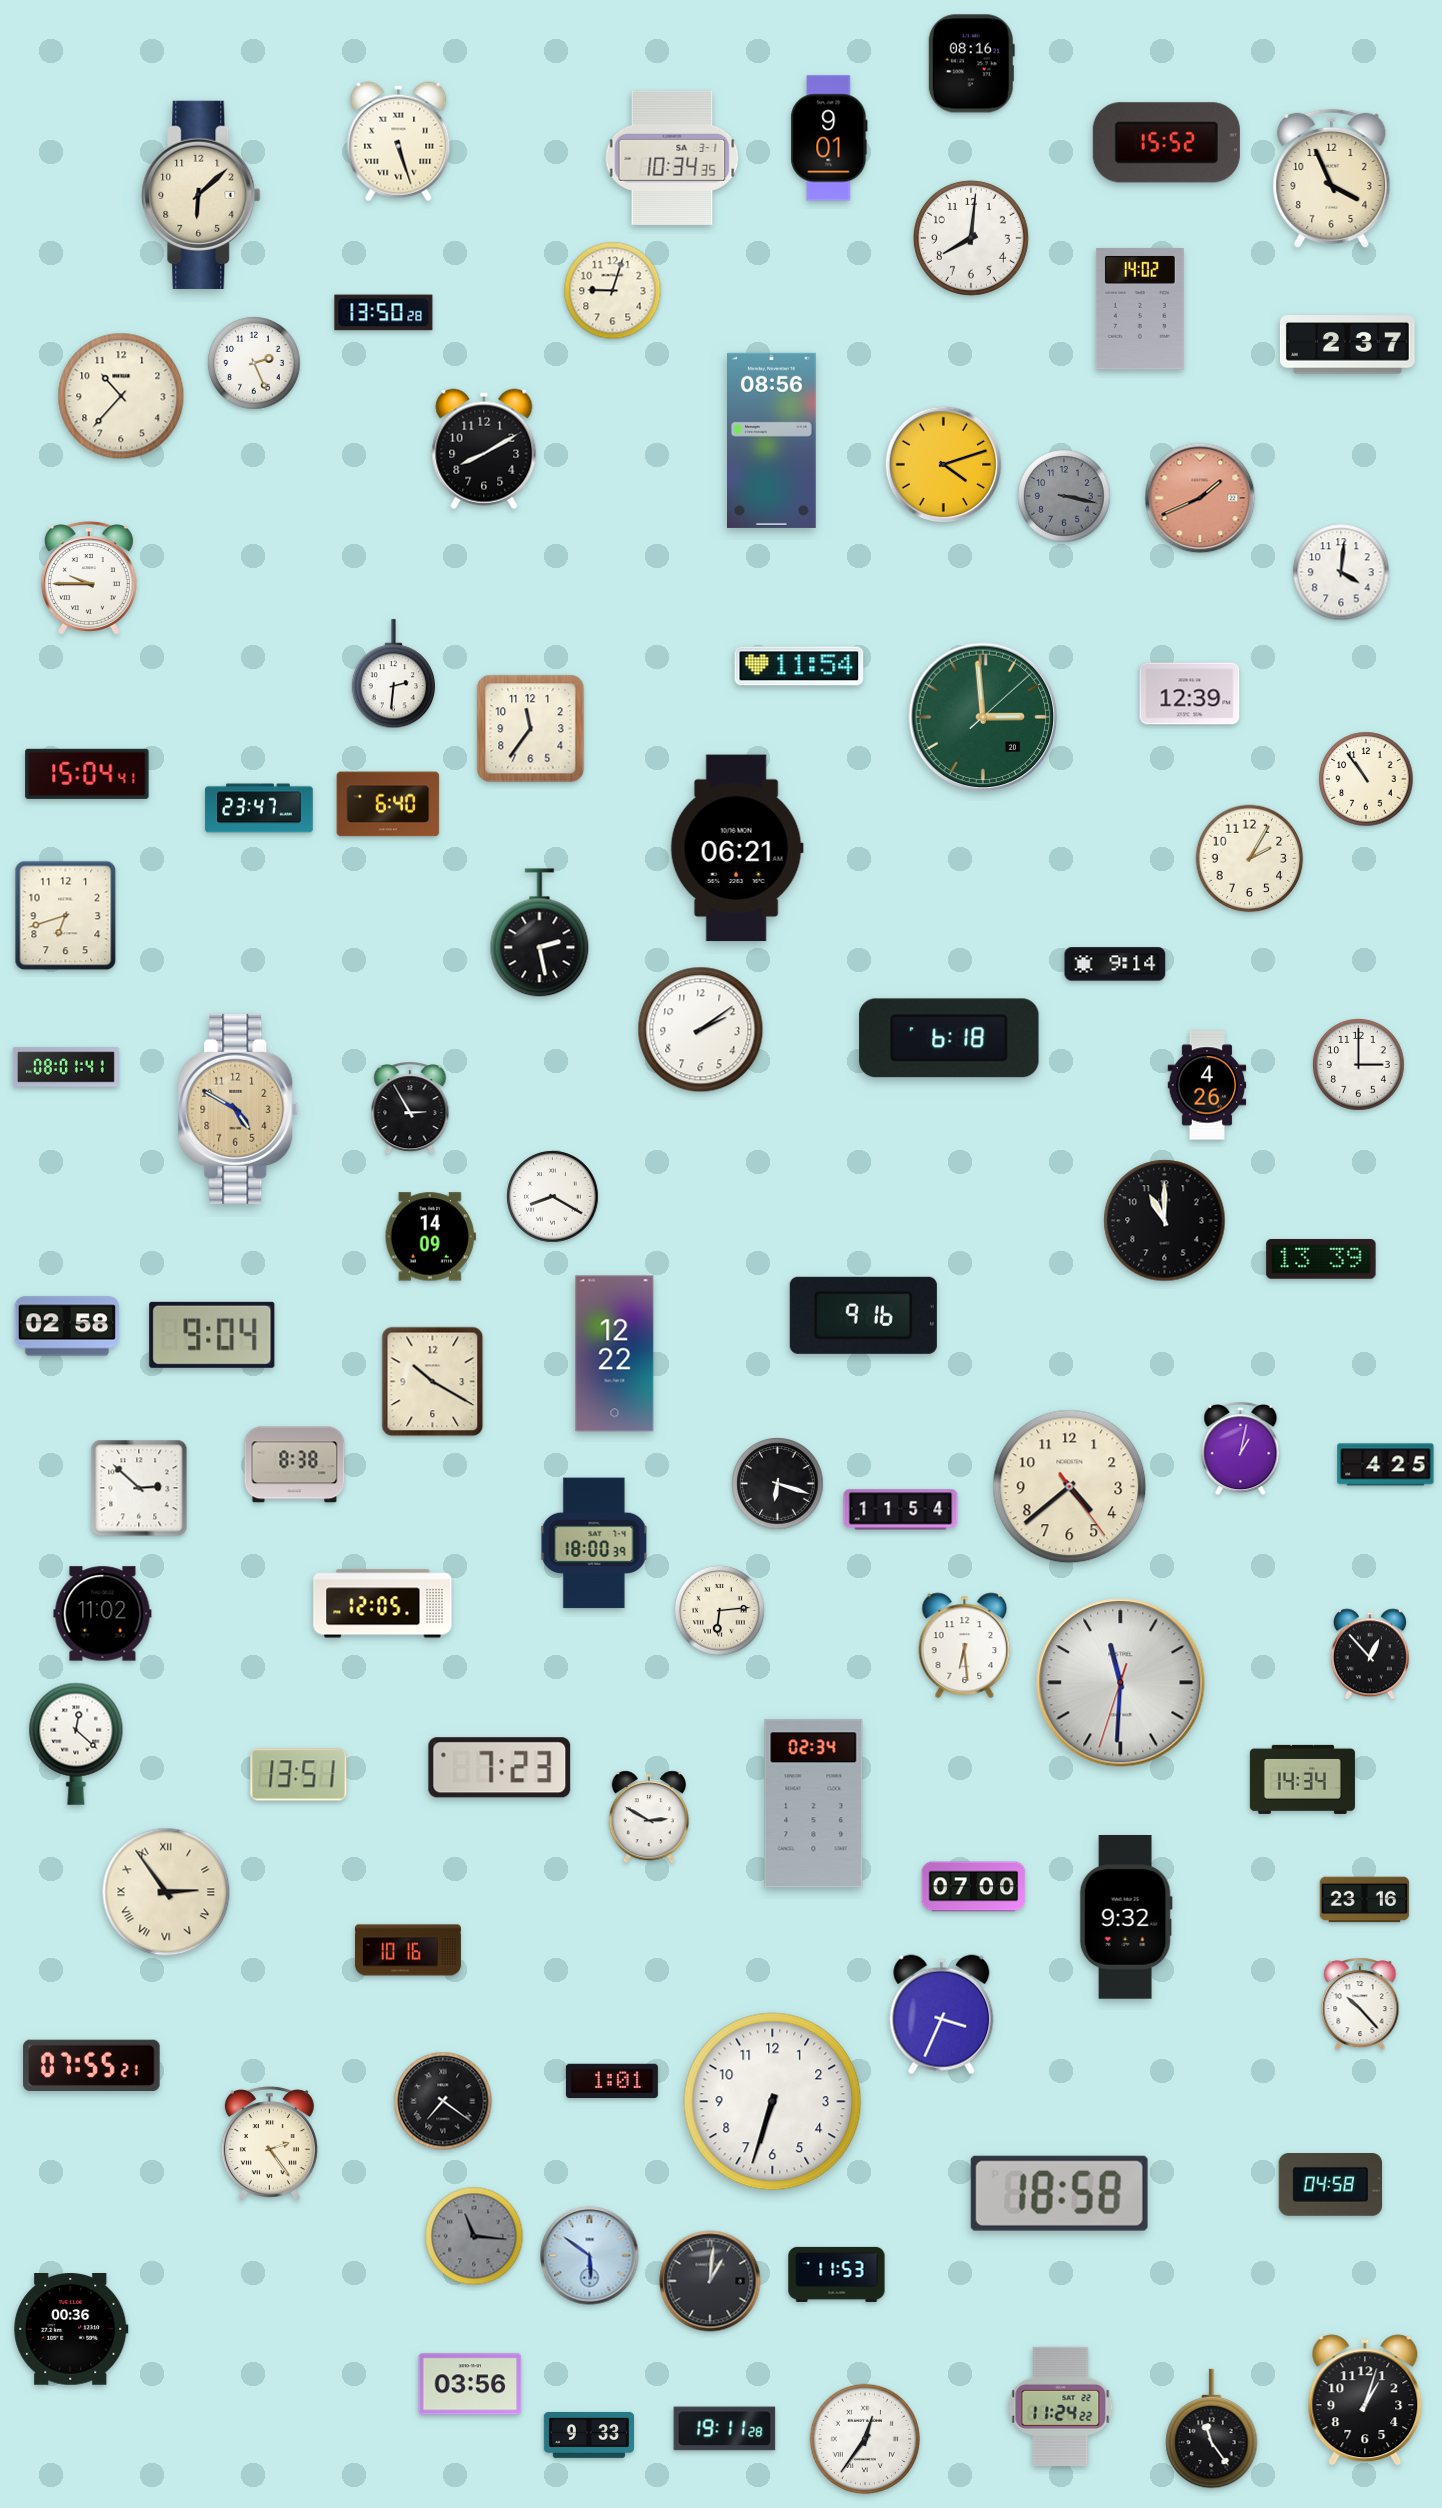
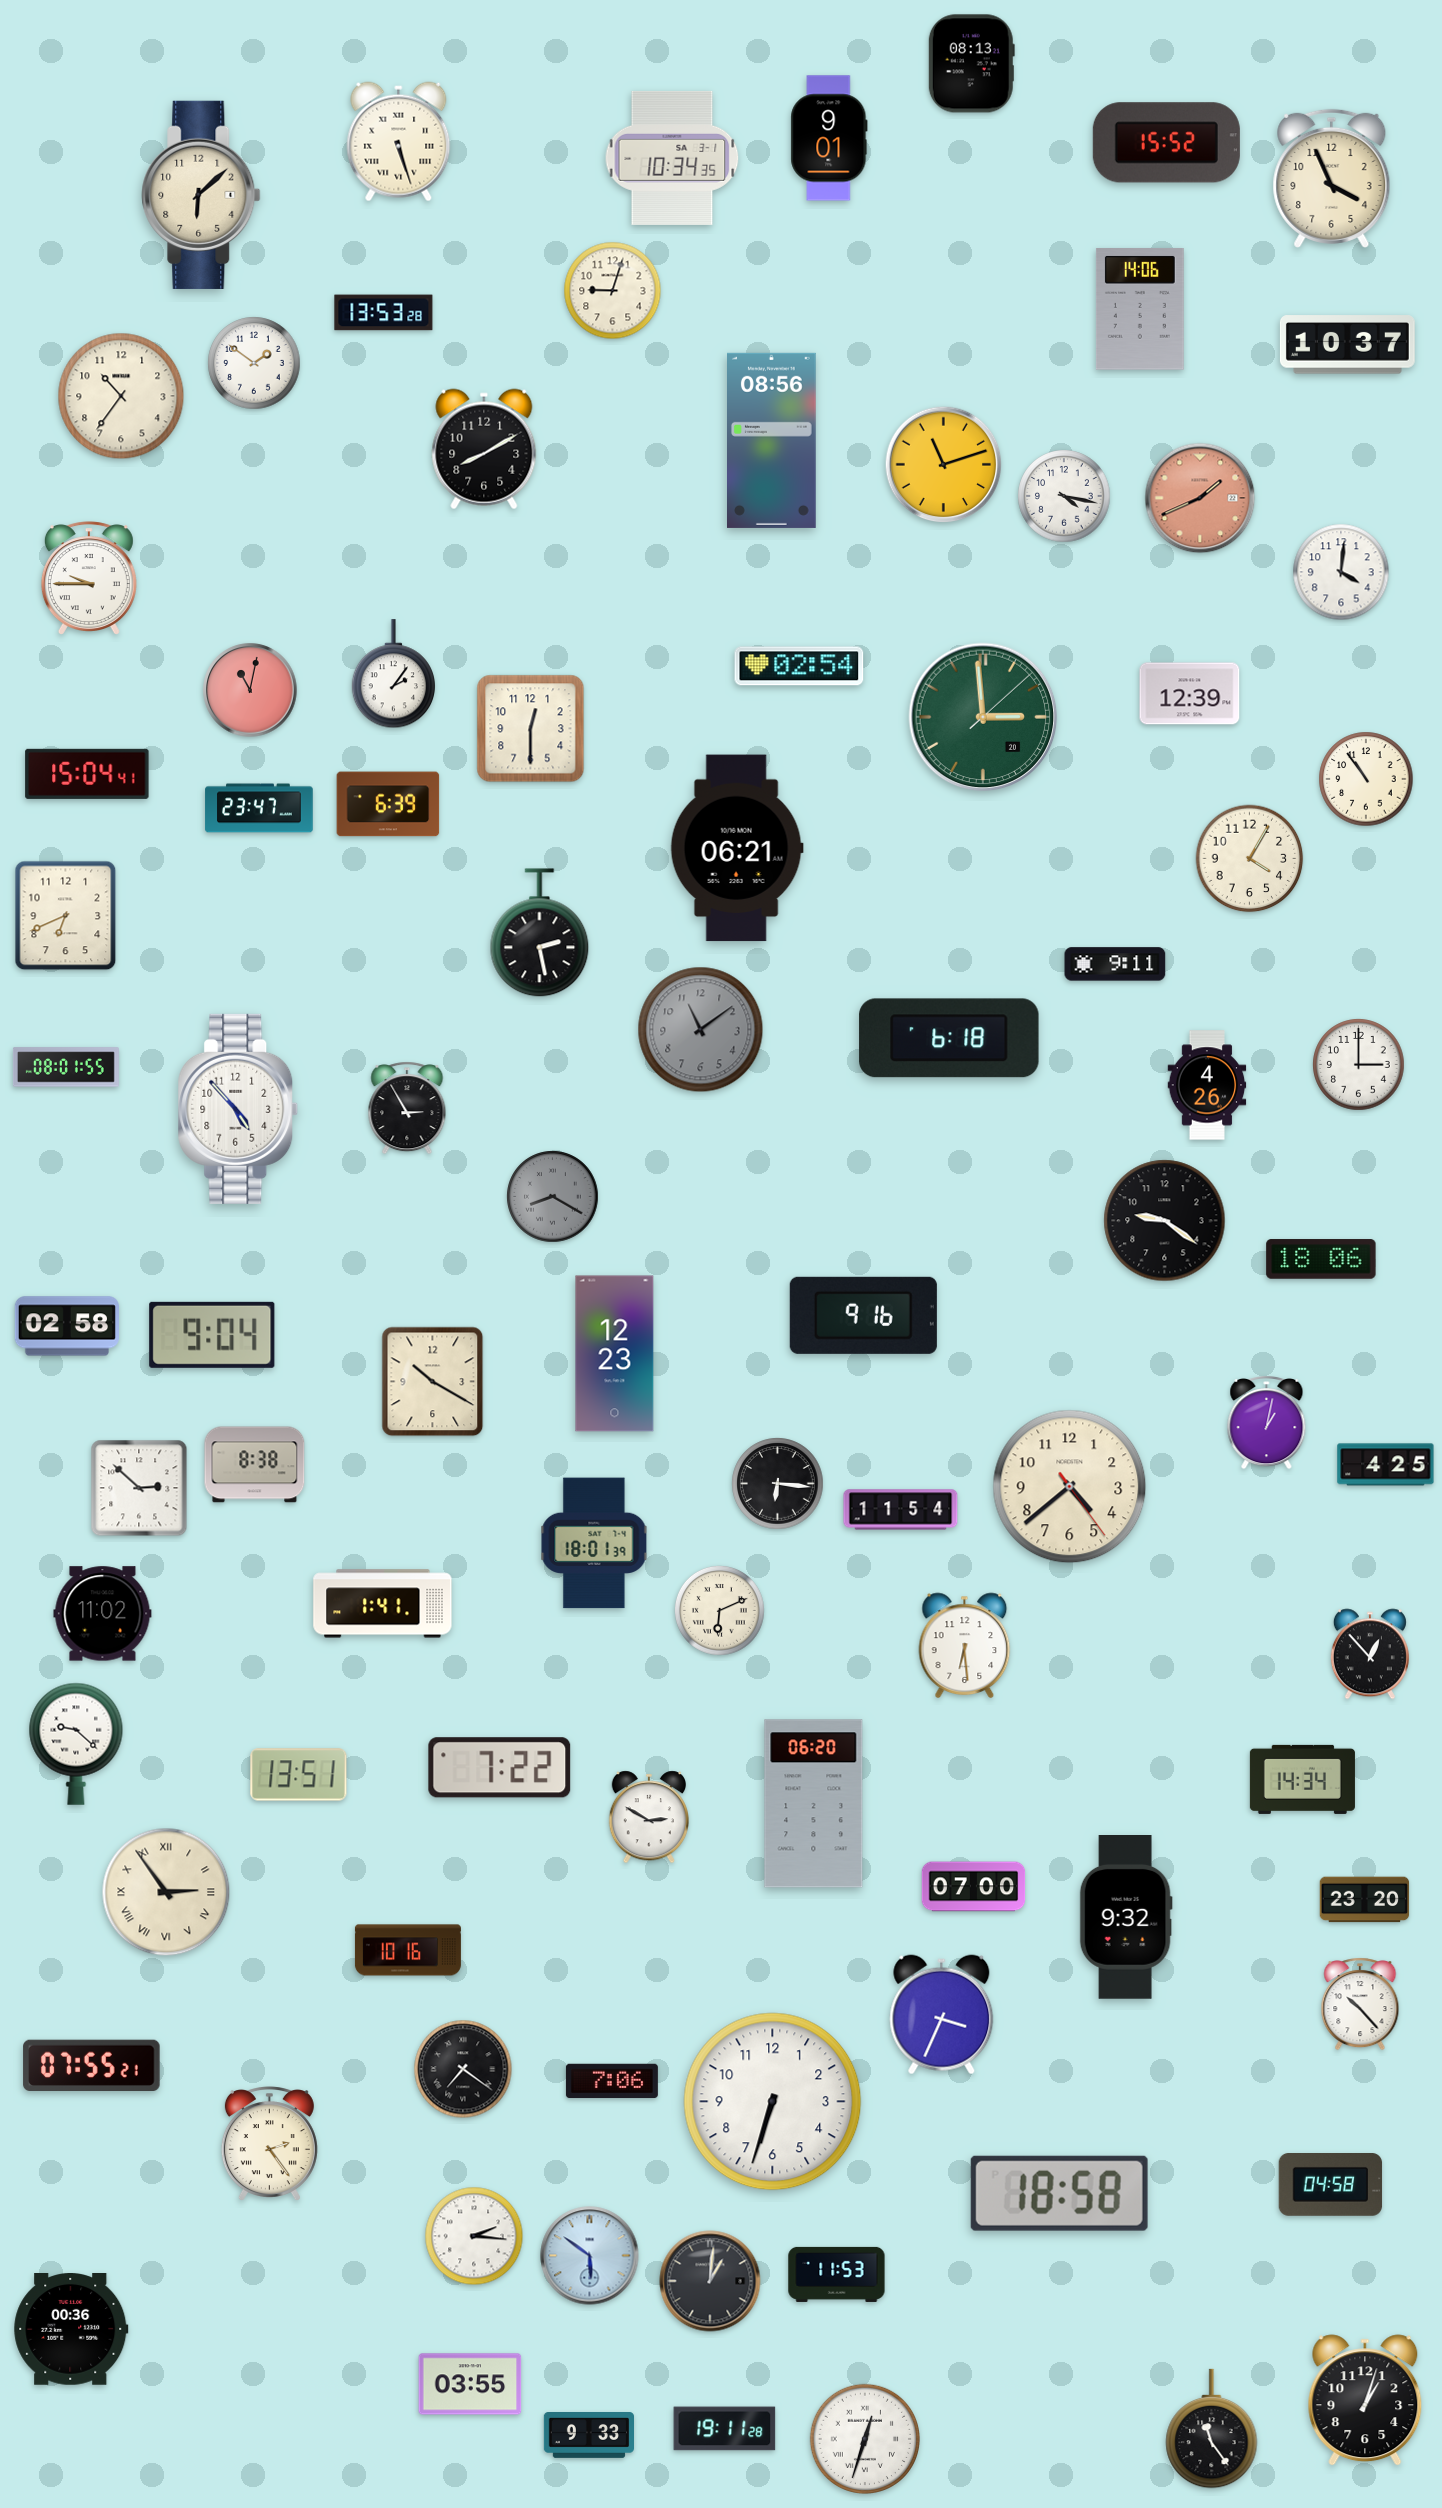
clock at (971, 64): 08:16 -> 08:13
clock at (971, 238): 8:01 -> none
clock at (1140, 310): 14:02 -> 14:06
clock at (384, 313): 13:50 -> 13:53
clock at (1347, 345): 2:37 -> 10:37
clock at (254, 363): 2:26 -> 1:51
clock at (121, 396): 10:37 -> 10:36
clock at (944, 465): 4:12 -> 11:12
clock at (1064, 496): 3:17 -> 4:17
clock at (1064, 496) dial: grey -> white
clock at (799, 666): 11:54 -> 02:54
clock at (393, 674): 2:31 -> 2:06
clock at (250, 690): none -> 11:02
clock at (531, 729): 11:36 -> 12:30
clock at (388, 804): 6:40 -> 6:39
clock at (1250, 859): 2:05 -> 4:05
clock at (66, 916): 6:42 -> 6:41
clock at (1115, 964): 9:14 -> 9:11
clock at (701, 1030): 2:09 -> 11:09
clock at (701, 1030) dial: white -> grey
clock at (66, 1067): 08:01:41 -> 08:01:55
clock at (410, 1108) position: (410, 1108) -> (407, 1108)
clock at (238, 1109): 4:50 -> 4:53
clock at (238, 1109) dial: champagne -> white
clock at (553, 1197) dial: white -> grey
clock at (1165, 1221): 11:00 -> 9:21
clock at (430, 1237): 14:09 -> none
clock at (1321, 1259): 13:39 -> 18:06
clock at (615, 1354): 12:22 -> 12:23
clock at (1241, 1449) position: (1241, 1449) -> (1267, 1423)
clock at (295, 1465) position: (295, 1465) -> (255, 1465)
clock at (778, 1484): 6:18 -> 6:16
clock at (594, 1543): 18:00 -> 18:01
clock at (383, 1604): 12:05 -> 1:41
clock at (719, 1610): 6:14 -> 6:11
clock at (1121, 1683): 11:30 -> none
clock at (76, 1744): 12:22 -> 9:22
clock at (500, 1768): 7:23 -> 7:22
clock at (814, 1804): 02:34 -> 06:20
clock at (1365, 1900): 23:16 -> 23:20
clock at (612, 2081): 1:01 -> 7:06
clock at (443, 2101) position: (443, 2101) -> (463, 2069)
clock at (474, 2236): 11:16 -> 2:16
clock at (474, 2236) dial: grey -> white
clock at (470, 2384): 03:56 -> 03:55
clock at (1061, 2406): 11:24 -> none
clock at (864, 2438): 12:36 -> 12:33
